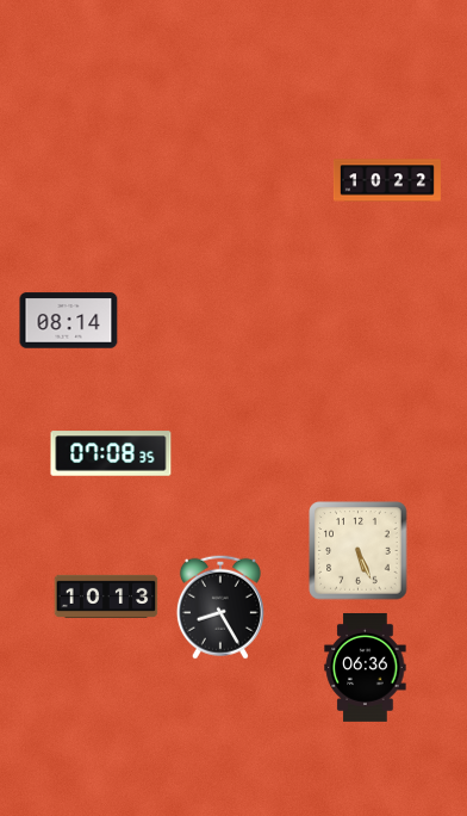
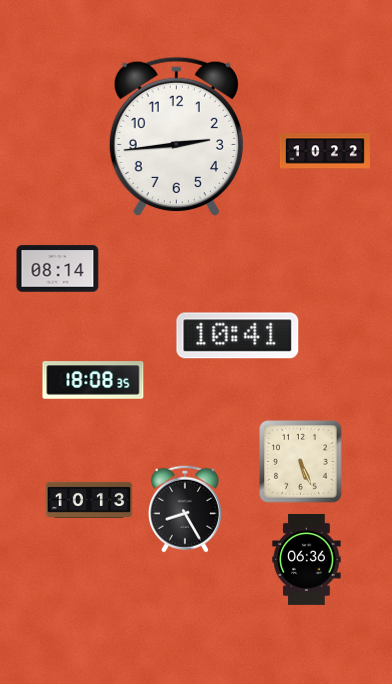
clock at (176, 137): none -> 2:44
clock at (238, 336): none -> 10:41
clock at (111, 453): 07:08 -> 18:08
